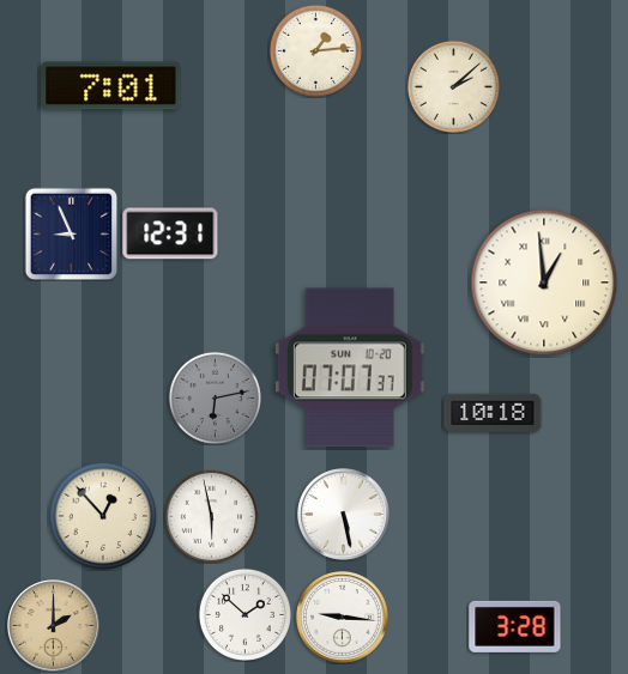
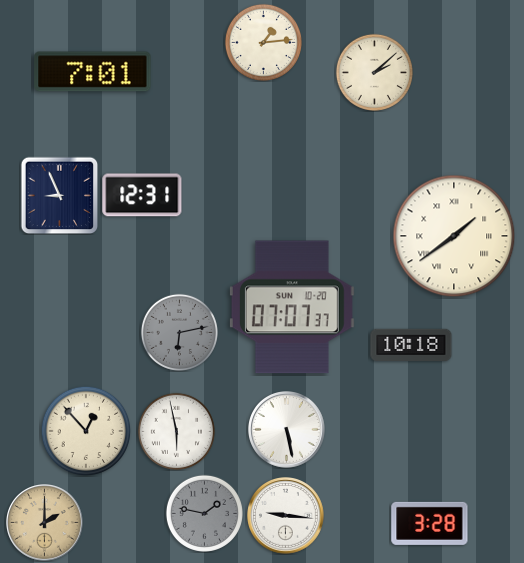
clock at (453, 86) position: (453, 86) -> (374, 72)
clock at (544, 283): 12:59 -> 1:39
clock at (244, 614): 1:52 -> 1:47
clock at (244, 614) dial: white -> grey
